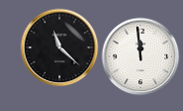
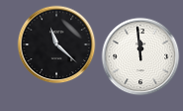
clock at (59, 47) position: (59, 47) -> (56, 44)
